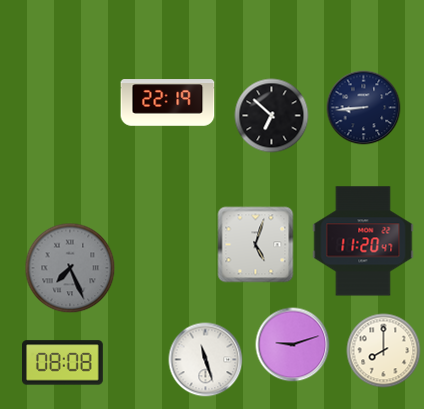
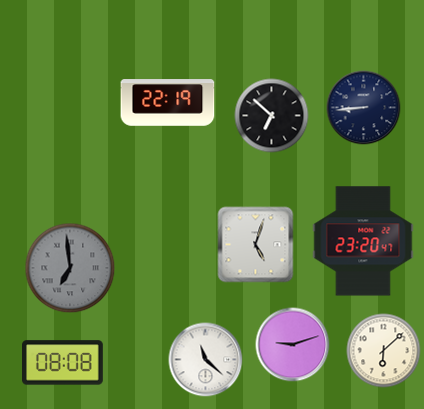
clock at (363, 241): 11:20 -> 23:20
clock at (70, 268): 7:26 -> 6:59
clock at (384, 351): 8:00 -> 6:08
clock at (206, 360): 11:27 -> 11:22
